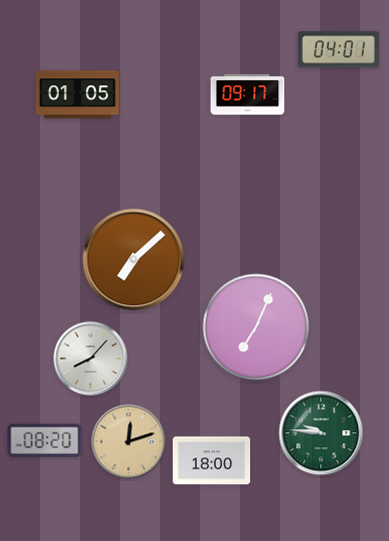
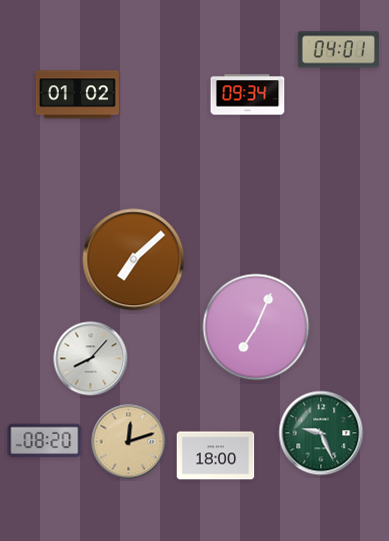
clock at (77, 95): 01:05 -> 01:02
clock at (248, 95): 09:17 -> 09:34
clock at (321, 433): 9:46 -> 9:26
clock at (212, 461) position: (212, 461) -> (216, 456)
